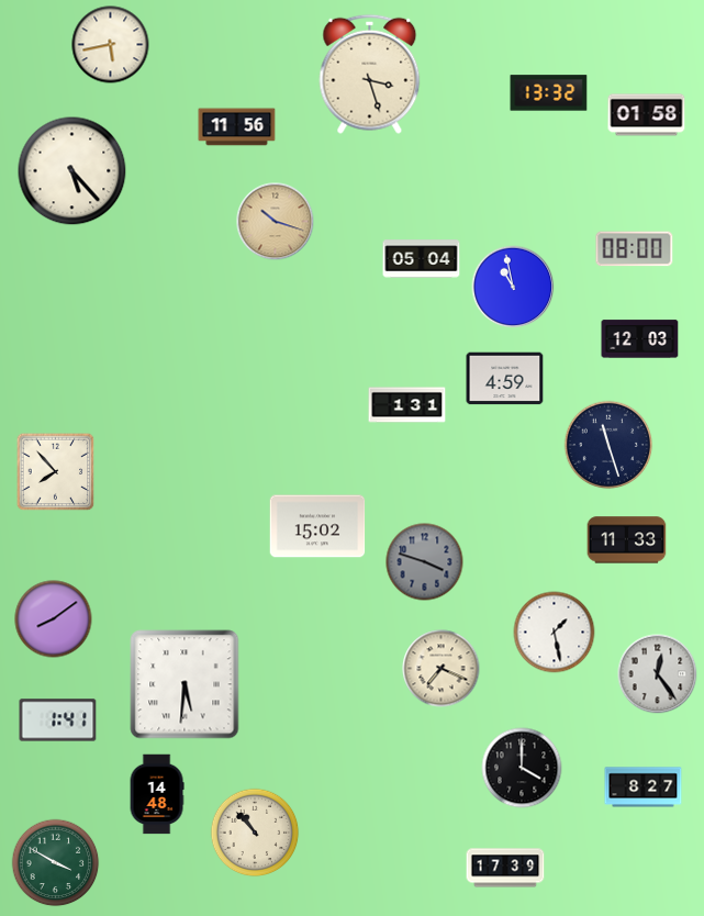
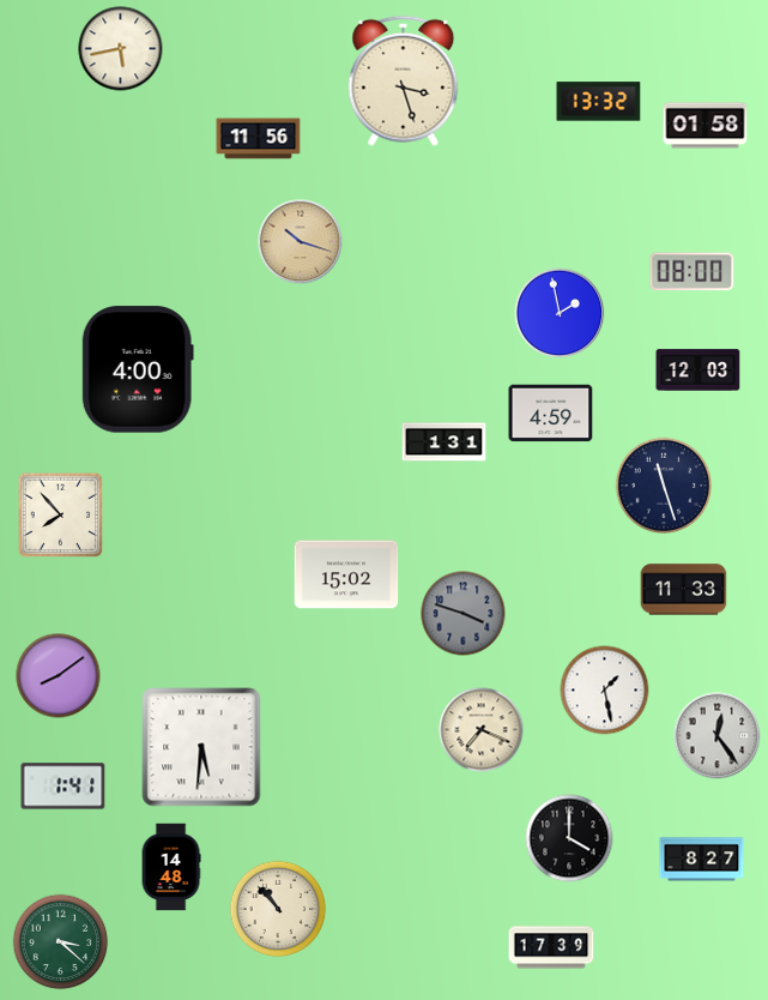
clock at (72, 171): 5:23 -> none
clock at (422, 259): 05:04 -> none
clock at (513, 287): 10:58 -> 1:58
clock at (138, 369): none -> 4:00
clock at (56, 863): 3:50 -> 3:22
